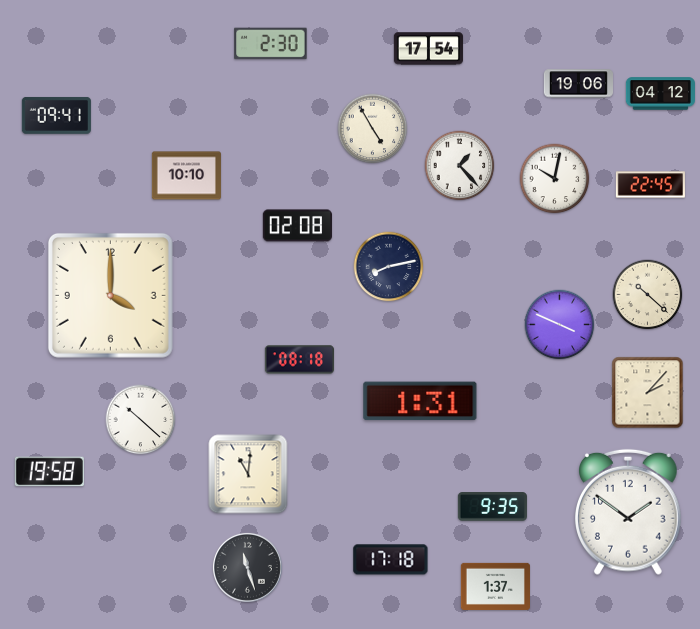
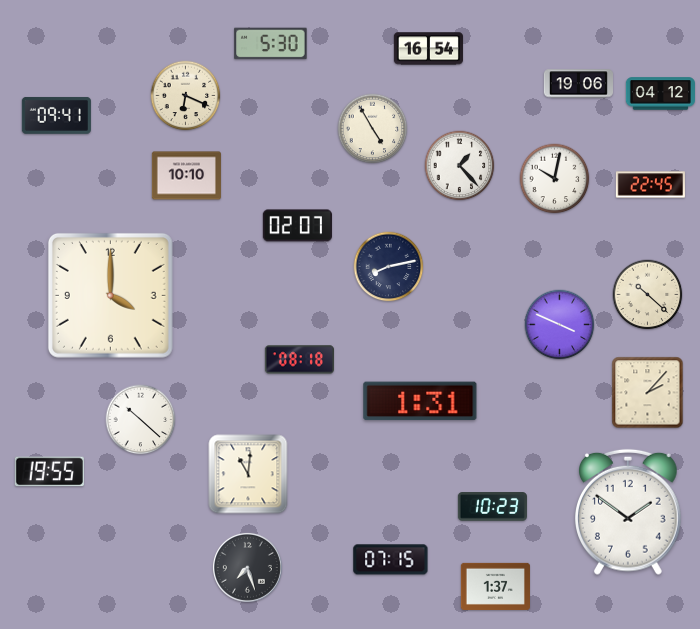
clock at (271, 44): 2:30 -> 5:30
clock at (428, 49): 17:54 -> 16:54
clock at (186, 96): none -> 6:19
clock at (297, 226): 02:08 -> 02:07
clock at (49, 472): 19:58 -> 19:55
clock at (492, 507): 9:35 -> 10:23
clock at (391, 560): 17:18 -> 07:15
clock at (247, 567): 11:27 -> 7:27
